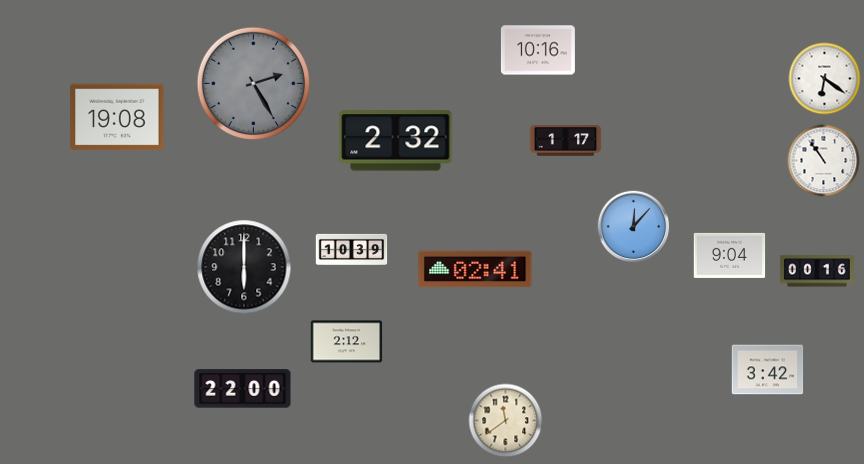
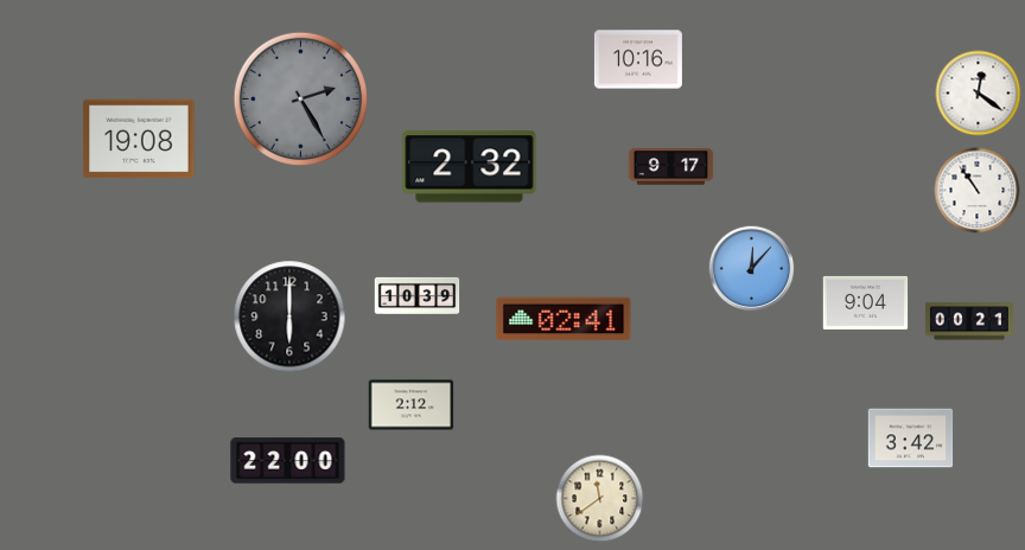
clock at (825, 79): 6:21 -> 12:21
clock at (566, 141): 1:17 -> 9:17
clock at (817, 271): 00:16 -> 00:21
